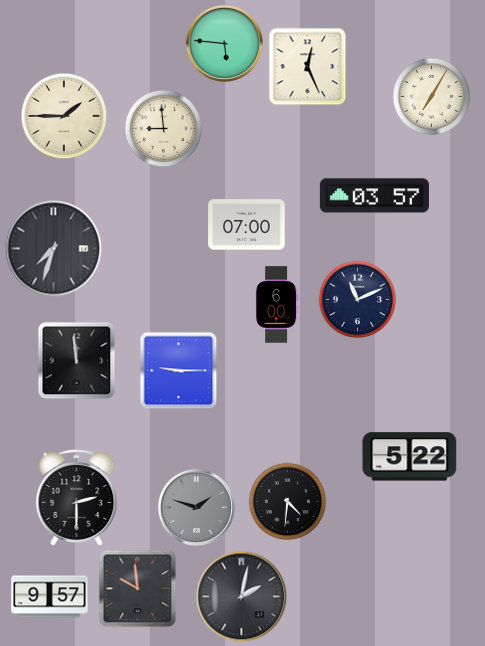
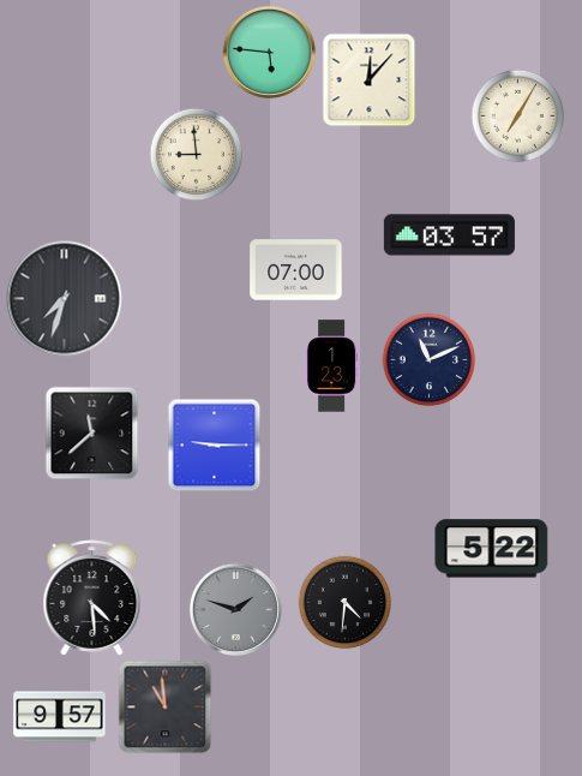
clock at (307, 66): 12:26 -> 12:07
clock at (64, 116): 1:45 -> none
clock at (277, 305): 6:00 -> 1:23
clock at (76, 360): 11:59 -> 11:38
clock at (77, 498): 2:30 -> 4:29
clock at (137, 588): 9:59 -> 10:59
clock at (241, 596): 2:02 -> none
